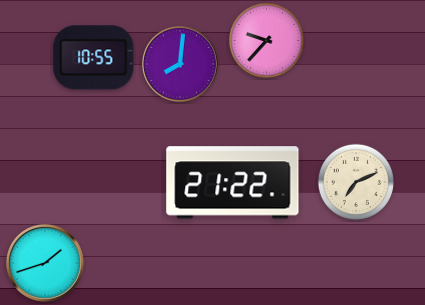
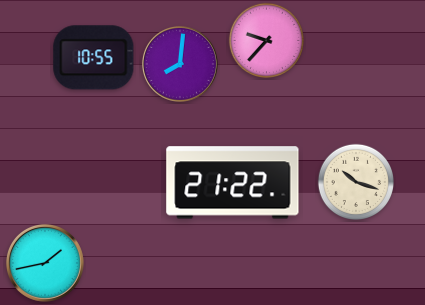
clock at (355, 181): 7:11 -> 10:18
clock at (45, 263): 1:42 -> 1:43
